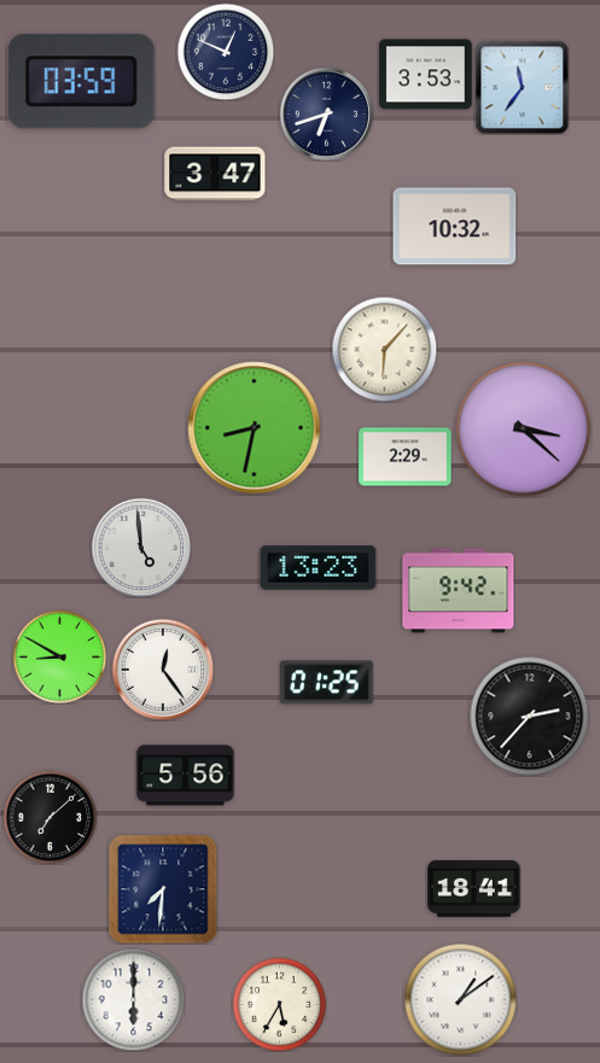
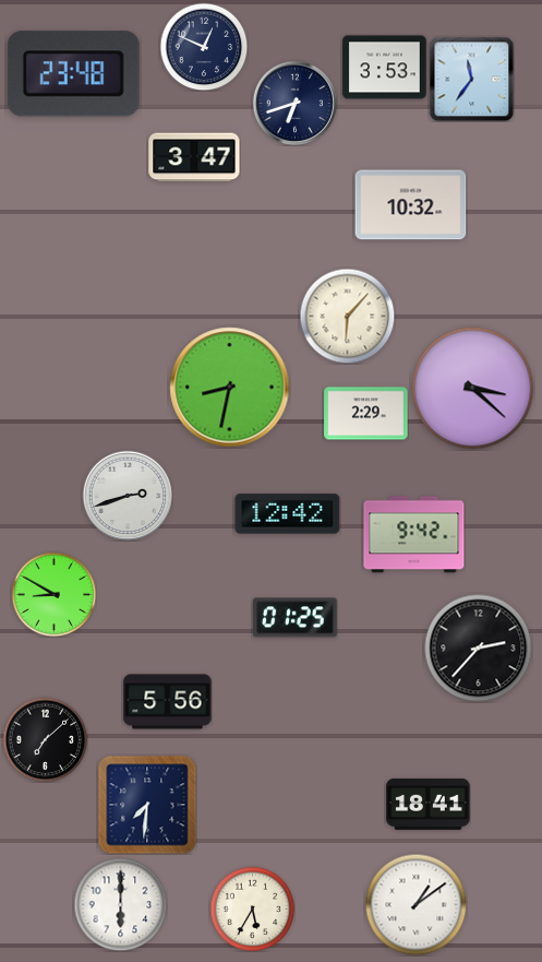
clock at (81, 82): 03:59 -> 23:48
clock at (141, 548): 4:59 -> 2:42
clock at (319, 568): 13:23 -> 12:42
clock at (163, 670): 12:24 -> none
